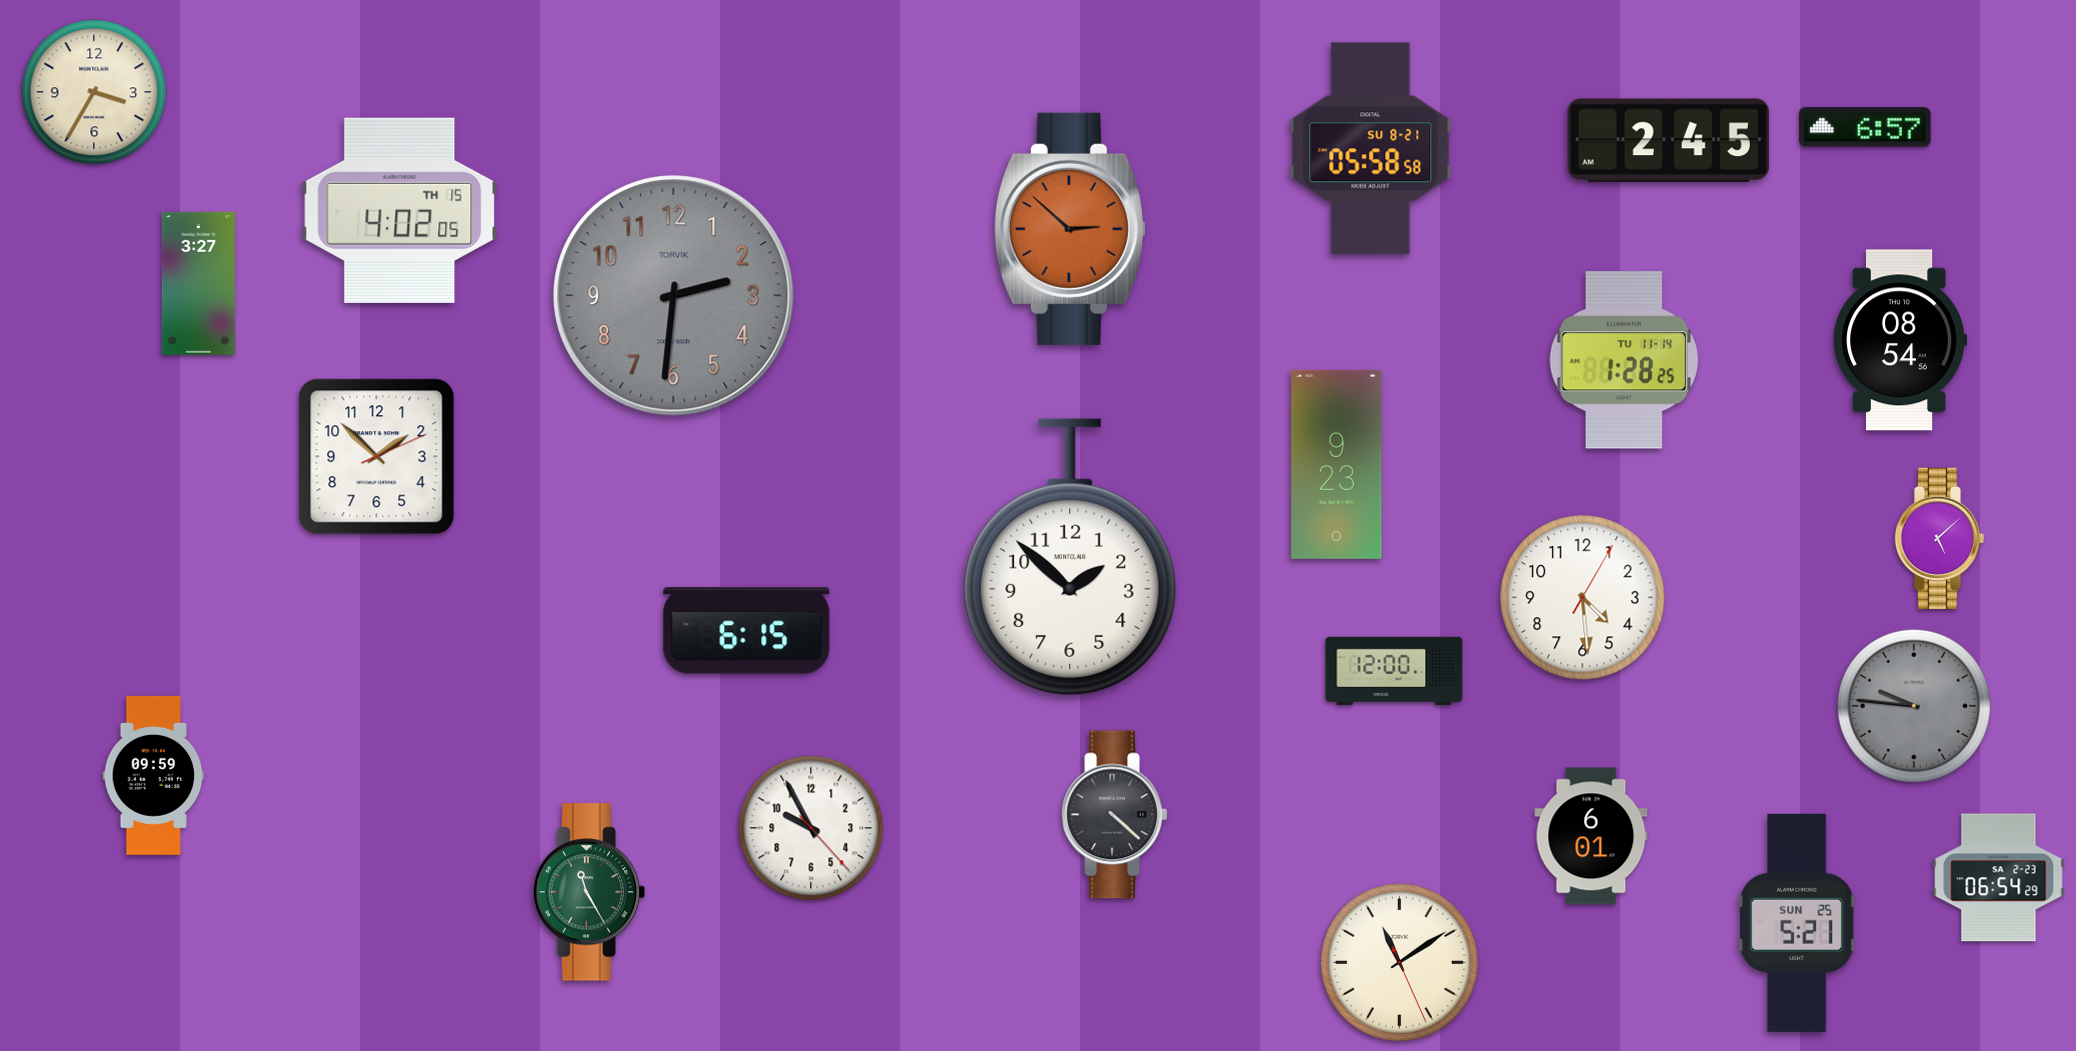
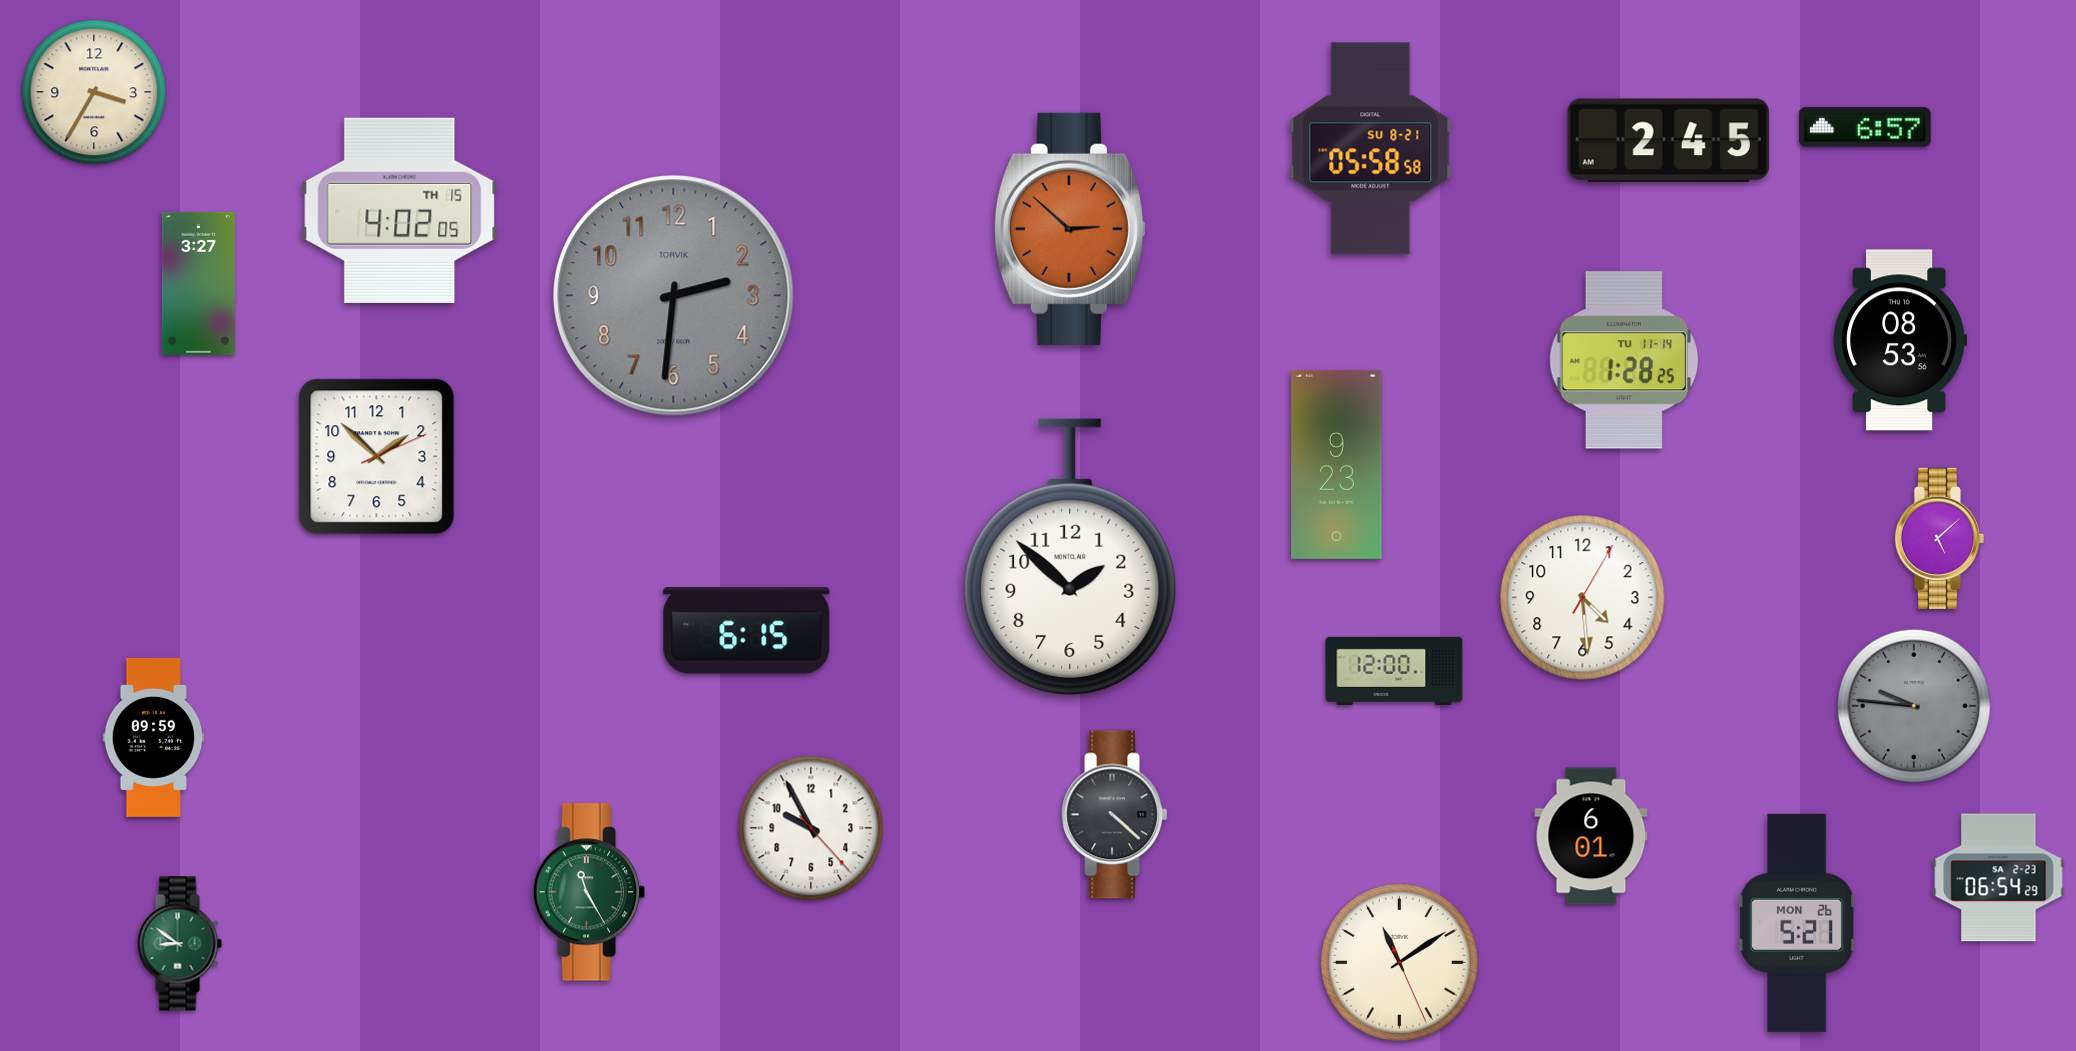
clock at (1900, 340): 08:54 -> 08:53
clock at (154, 775) position: (154, 775) -> (154, 737)
clock at (1797, 923) date: SUN 25 -> MON 26
clock at (179, 944): none -> 8:51
